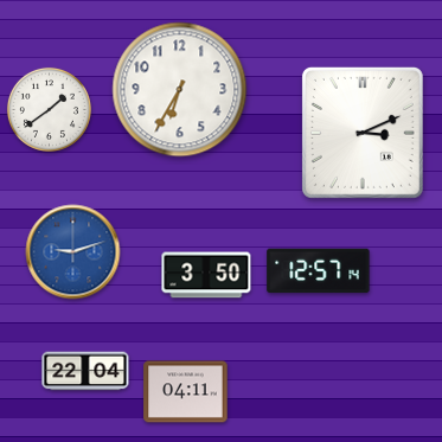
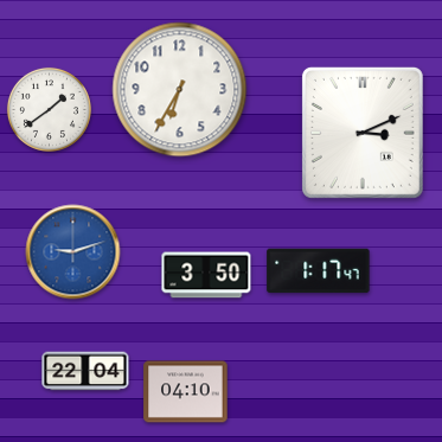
clock at (319, 271): 12:57 -> 1:17
clock at (186, 392): 04:11 -> 04:10
